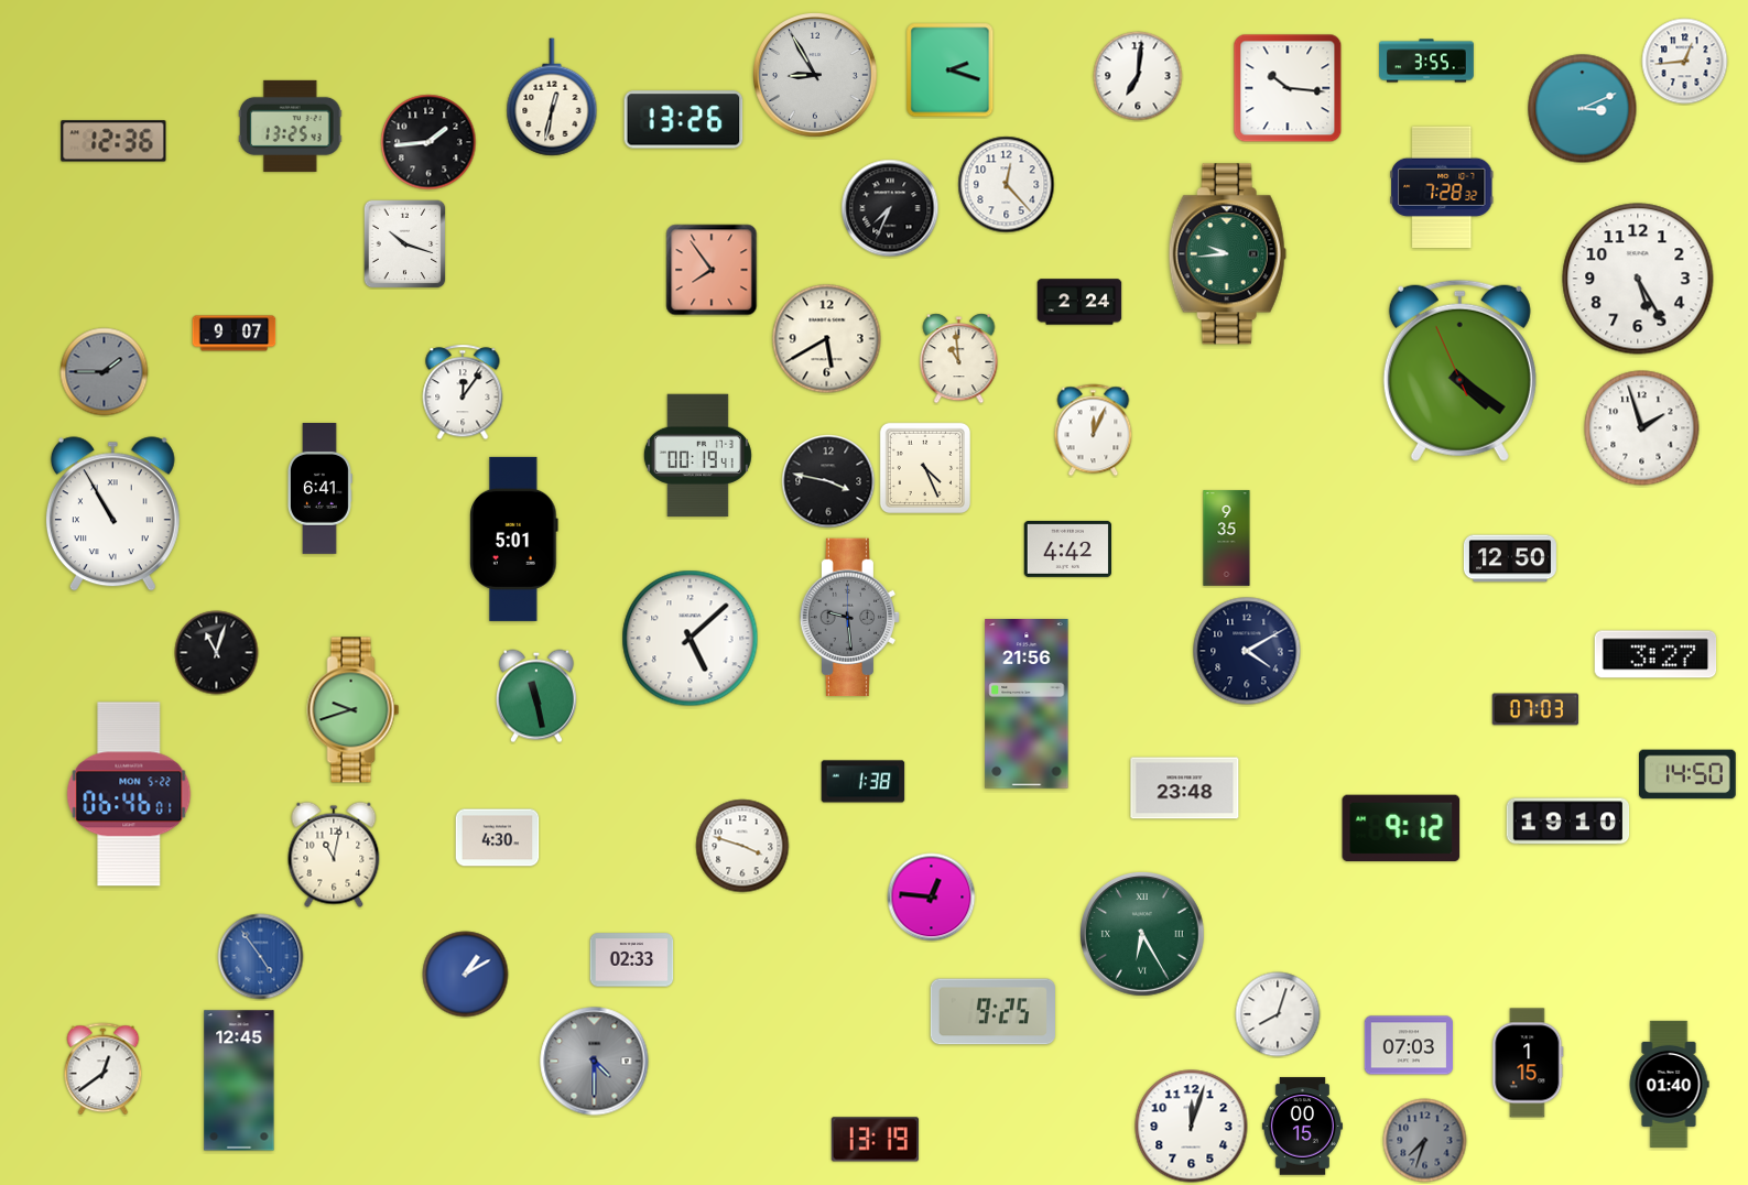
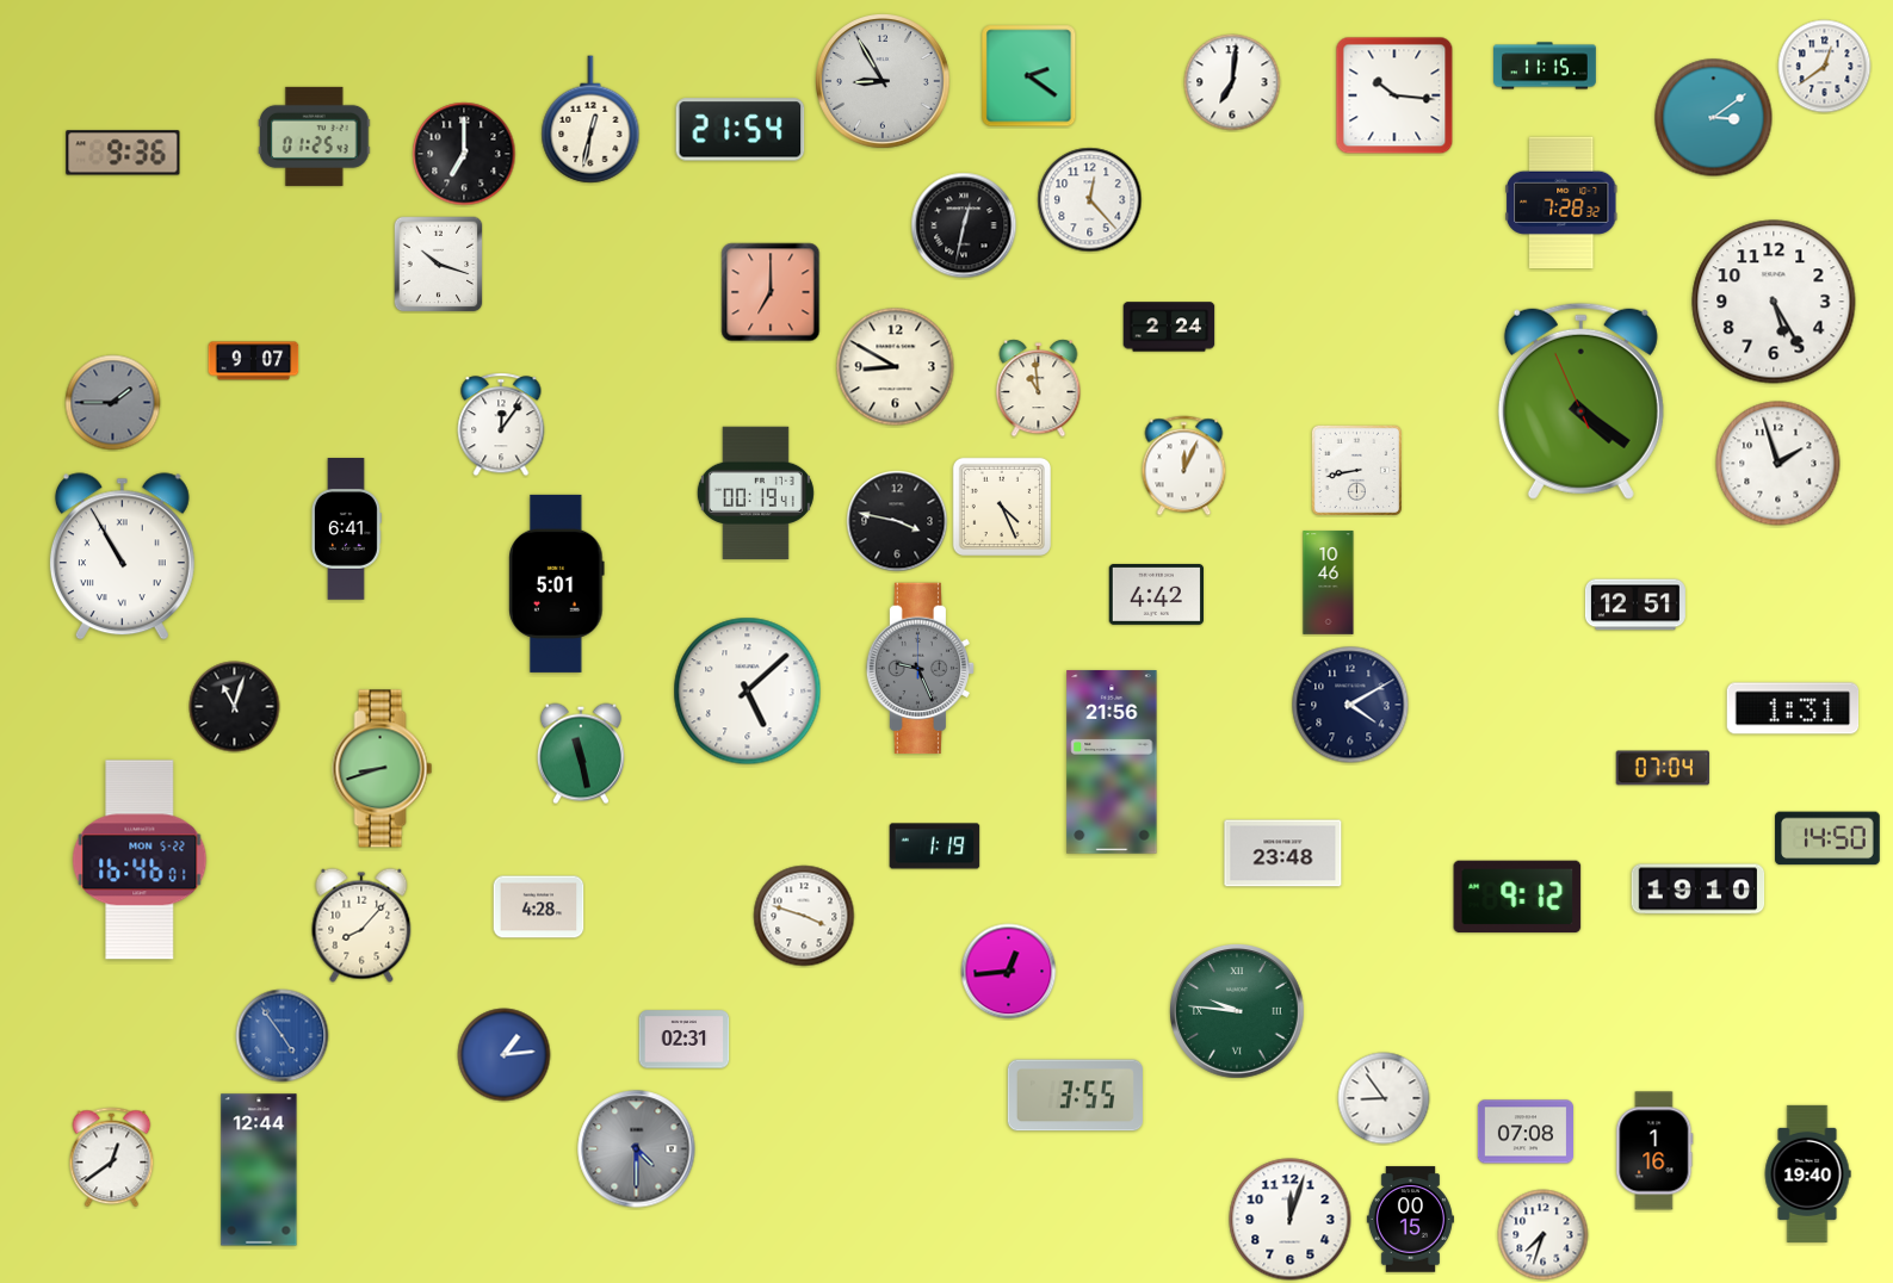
clock at (1426, 61): 3:55 -> 11:15
clock at (1685, 62): 12:44 -> 12:39
clock at (951, 70): 2:18 -> 2:21
clock at (552, 97) position: (552, 97) -> (590, 119)
clock at (1583, 109): 3:11 -> 3:09
clock at (684, 120): 13:26 -> 21:54
clock at (291, 126): 13:25 -> 01:25
clock at (113, 141): 12:36 -> 9:36
clock at (428, 142): 1:44 -> 7:00
clock at (890, 208): 7:34 -> 12:32
clock at (1227, 254): 9:44 -> none
clock at (712, 270): 7:54 -> 7:00
clock at (827, 339): 5:40 -> 8:50
clock at (1356, 470): none -> 8:43
clock at (1227, 539): 9:35 -> 10:46
clock at (1510, 558): 12:50 -> 12:51
clock at (849, 618): 9:29 -> 9:26
clock at (1655, 654): 3:27 -> 1:31
clock at (1535, 709): 07:03 -> 07:04
clock at (354, 710): 9:42 -> 8:42
clock at (864, 782): 1:38 -> 1:19
clock at (129, 794): 06:46 -> 16:46
clock at (498, 838): 4:30 -> 4:28
clock at (334, 855): 11:02 -> 8:07
clock at (932, 898): 12:46 -> 12:44
clock at (1143, 935): 6:25 -> 9:46
clock at (632, 960): 02:33 -> 02:31
clock at (466, 975): 1:10 -> 1:14
clock at (992, 1012): 9:25 -> 3:55
clock at (1278, 1014): 8:03 -> 8:54
clock at (1408, 1045): 07:03 -> 07:08
clock at (595, 1062) position: (595, 1062) -> (637, 1149)
clock at (1528, 1063): 1:15 -> 1:16
clock at (239, 1080): 12:45 -> 12:44
clock at (1669, 1084): 01:40 -> 19:40
clock at (875, 1140): 13:19 -> none
clock at (1425, 1141) dial: grey -> white
